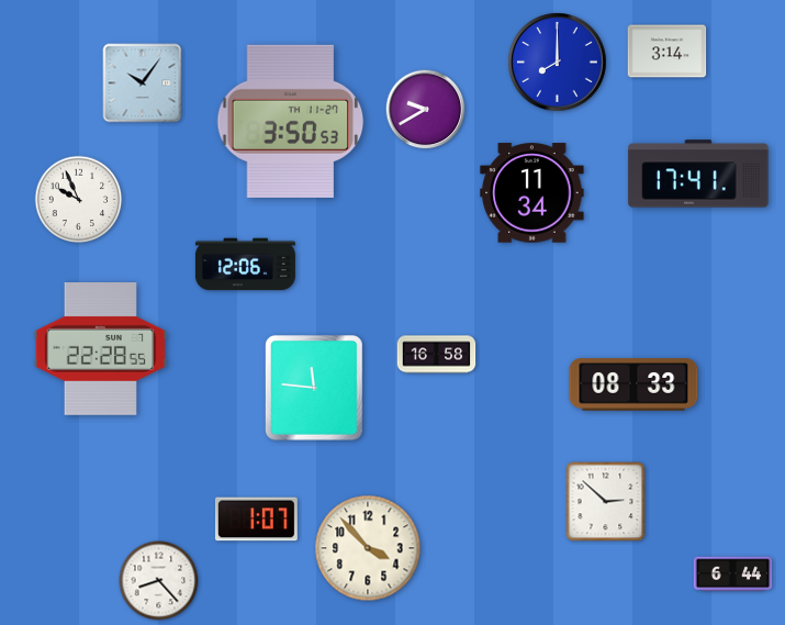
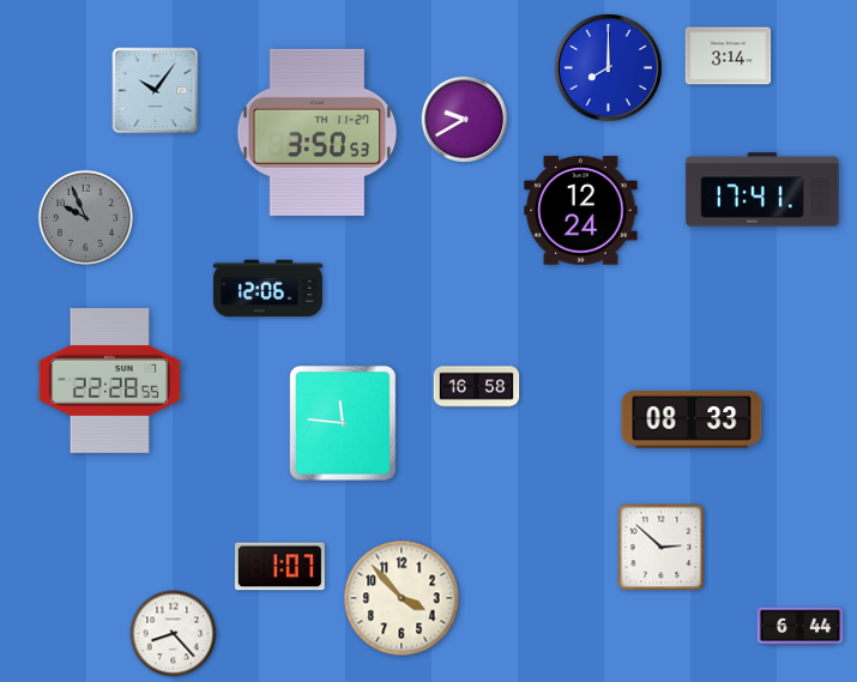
clock at (532, 193): 11:34 -> 12:24
clock at (79, 200) dial: white -> grey
